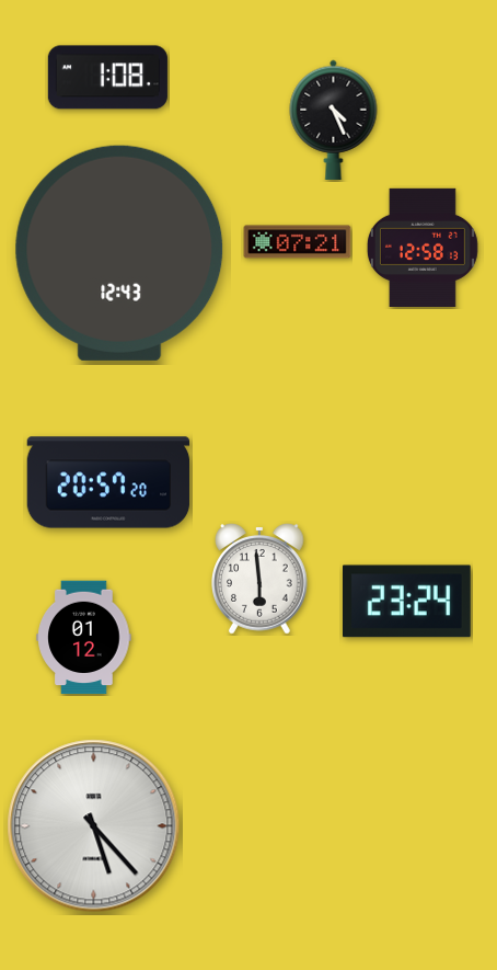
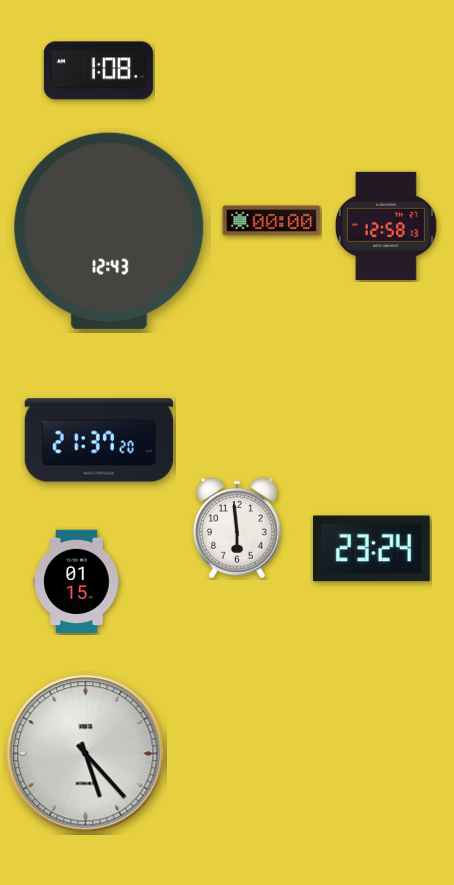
clock at (334, 119): 4:26 -> none
clock at (298, 242): 07:21 -> 00:00
clock at (108, 482): 20:57 -> 21:37
clock at (84, 638): 01:12 -> 01:15
